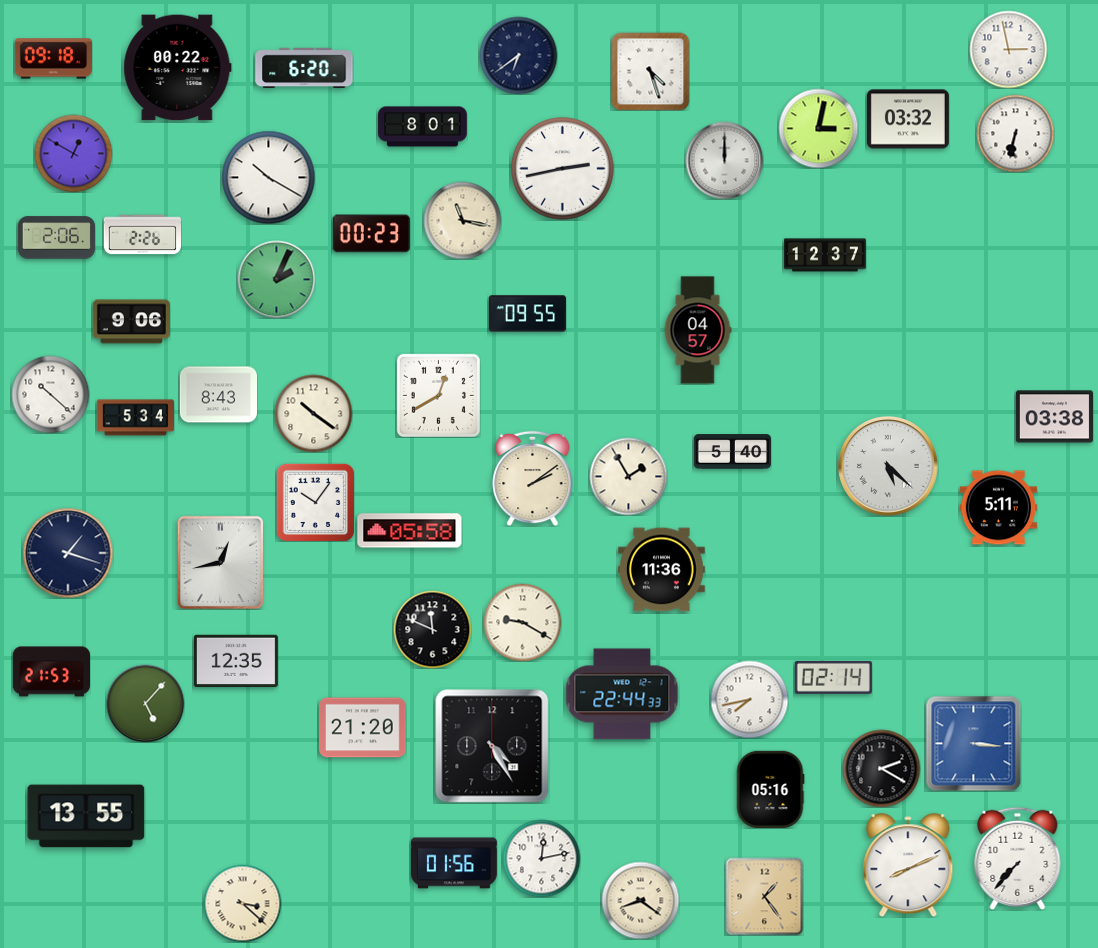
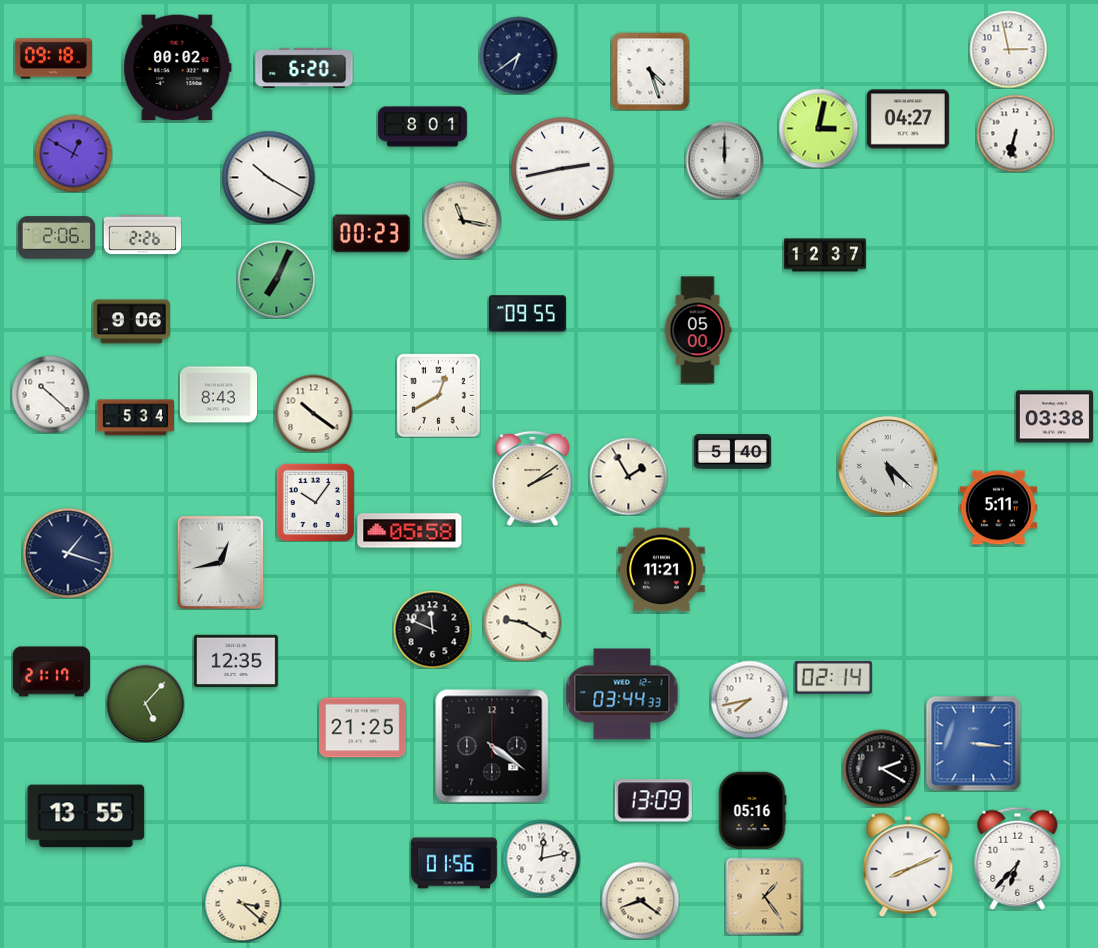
clock at (178, 68): 00:22 -> 00:02
clock at (908, 119): 03:32 -> 04:27
clock at (276, 279): 2:04 -> 7:04
clock at (698, 330): 04:57 -> 05:00
clock at (662, 570): 11:36 -> 11:21
clock at (51, 672): 21:53 -> 21:17
clock at (622, 694): 22:44 -> 03:44
clock at (363, 728): 21:20 -> 21:25
clock at (492, 746): 4:25 -> 4:21
clock at (770, 789) position: (770, 789) -> (752, 810)
clock at (653, 801): none -> 13:09
clock at (1018, 858): 7:37 -> 6:37
